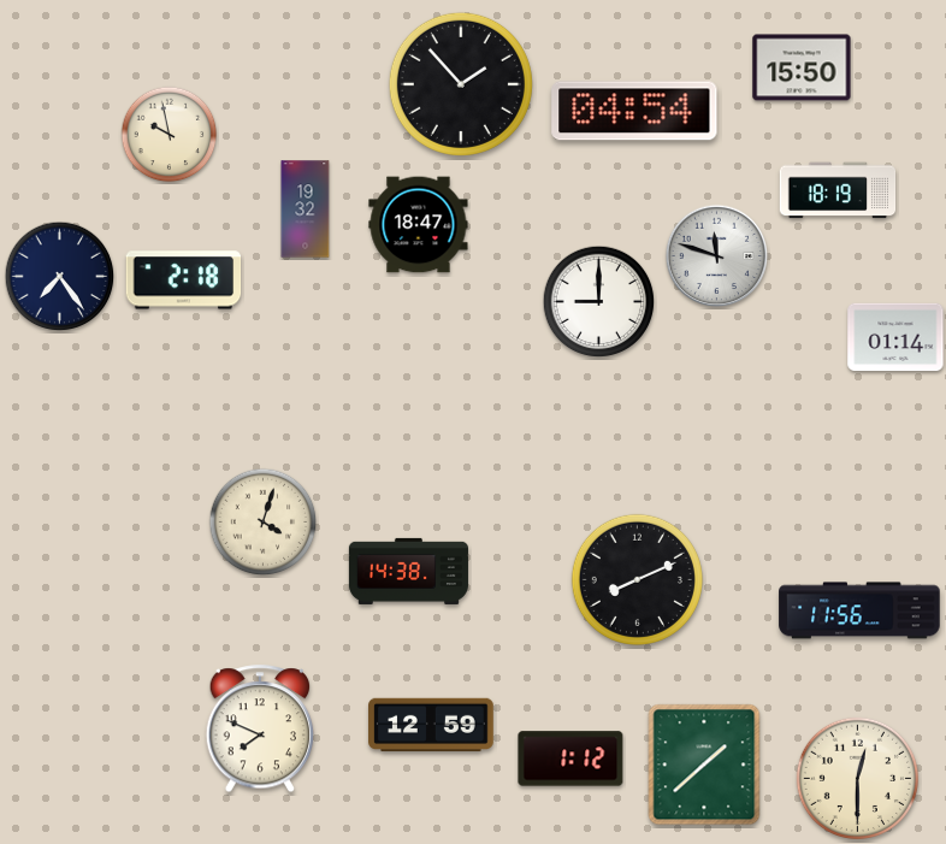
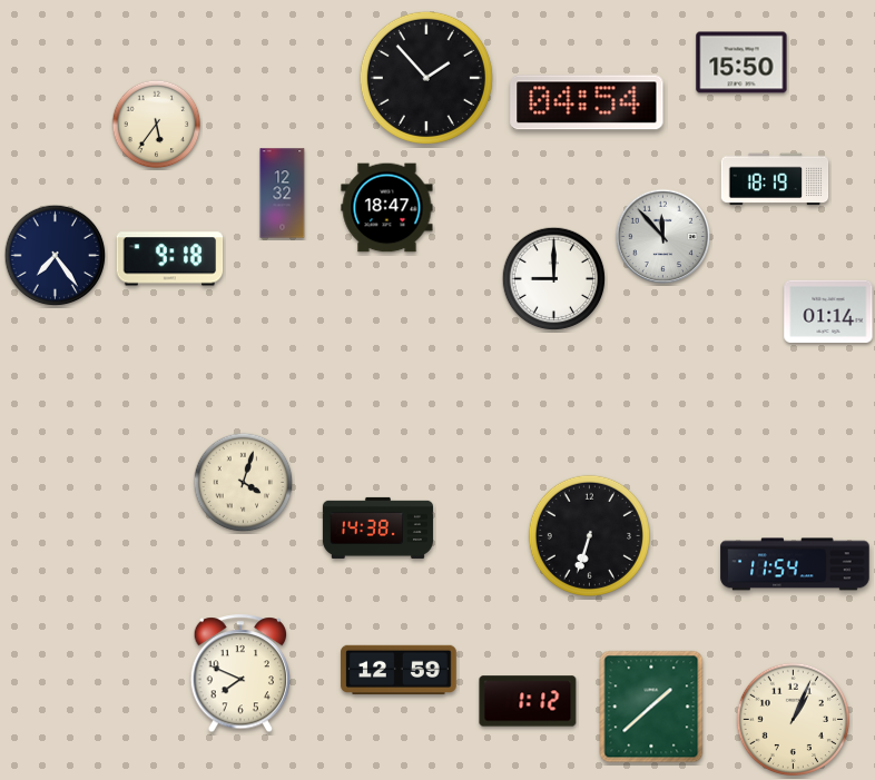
clock at (170, 135): 9:58 -> 5:36
clock at (838, 190) position: (838, 190) -> (775, 179)
clock at (306, 209): 19:32 -> 12:32
clock at (717, 256): 11:48 -> 11:53
clock at (184, 281): 2:18 -> 9:18
clock at (637, 579): 8:11 -> 6:33
clock at (859, 610): 11:56 -> 11:54
clock at (857, 778): 12:30 -> 1:04
